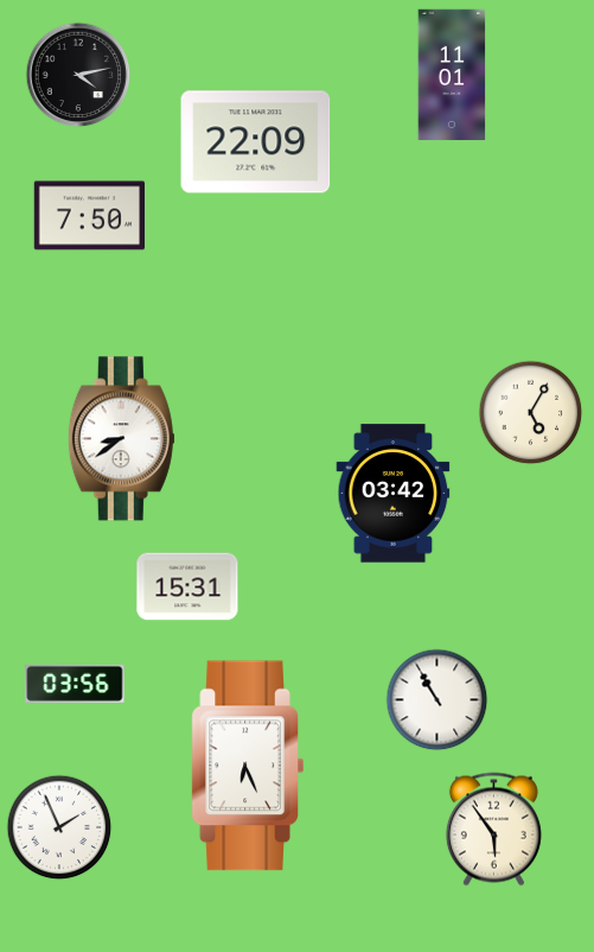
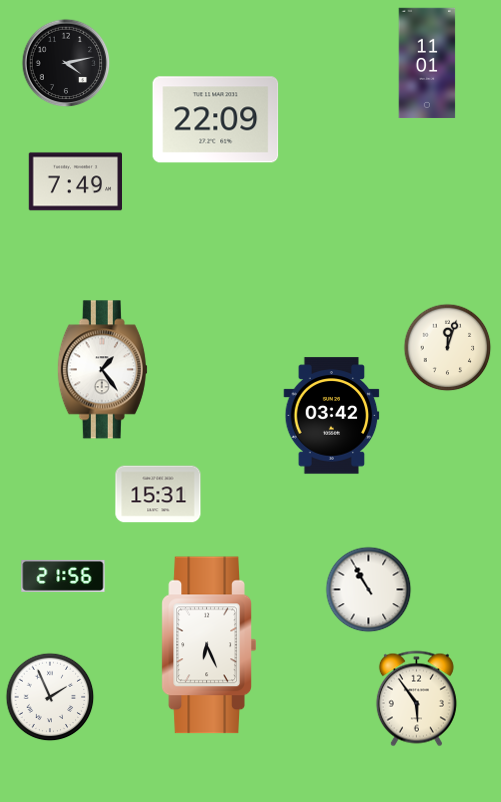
clock at (452, 75) position: (452, 75) -> (427, 63)
clock at (89, 216): 7:50 -> 7:49
clock at (531, 413): 5:05 -> 12:03
clock at (121, 439): 8:39 -> 1:24
clock at (75, 684): 03:56 -> 21:56
